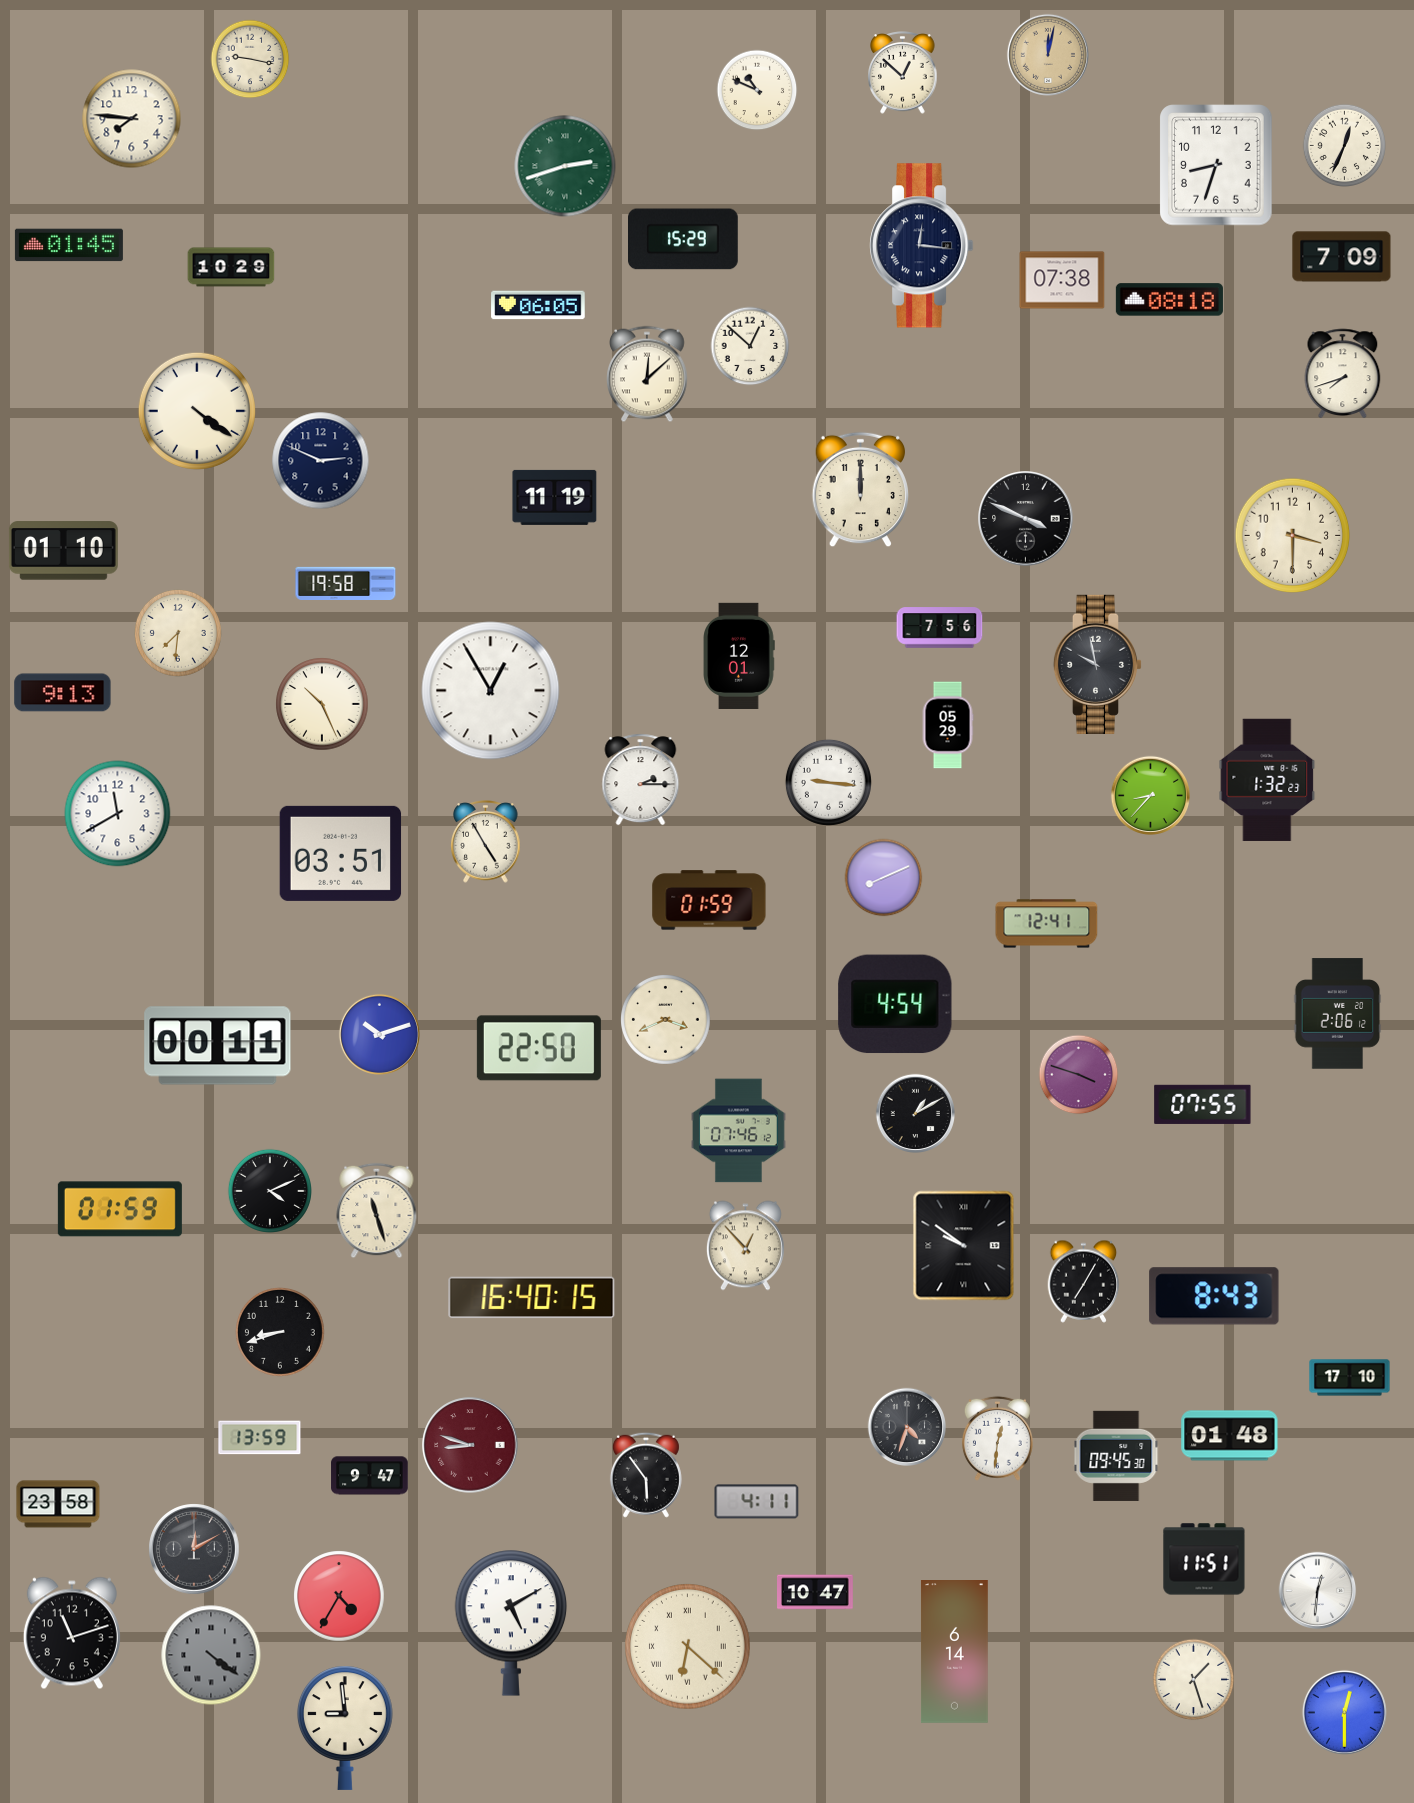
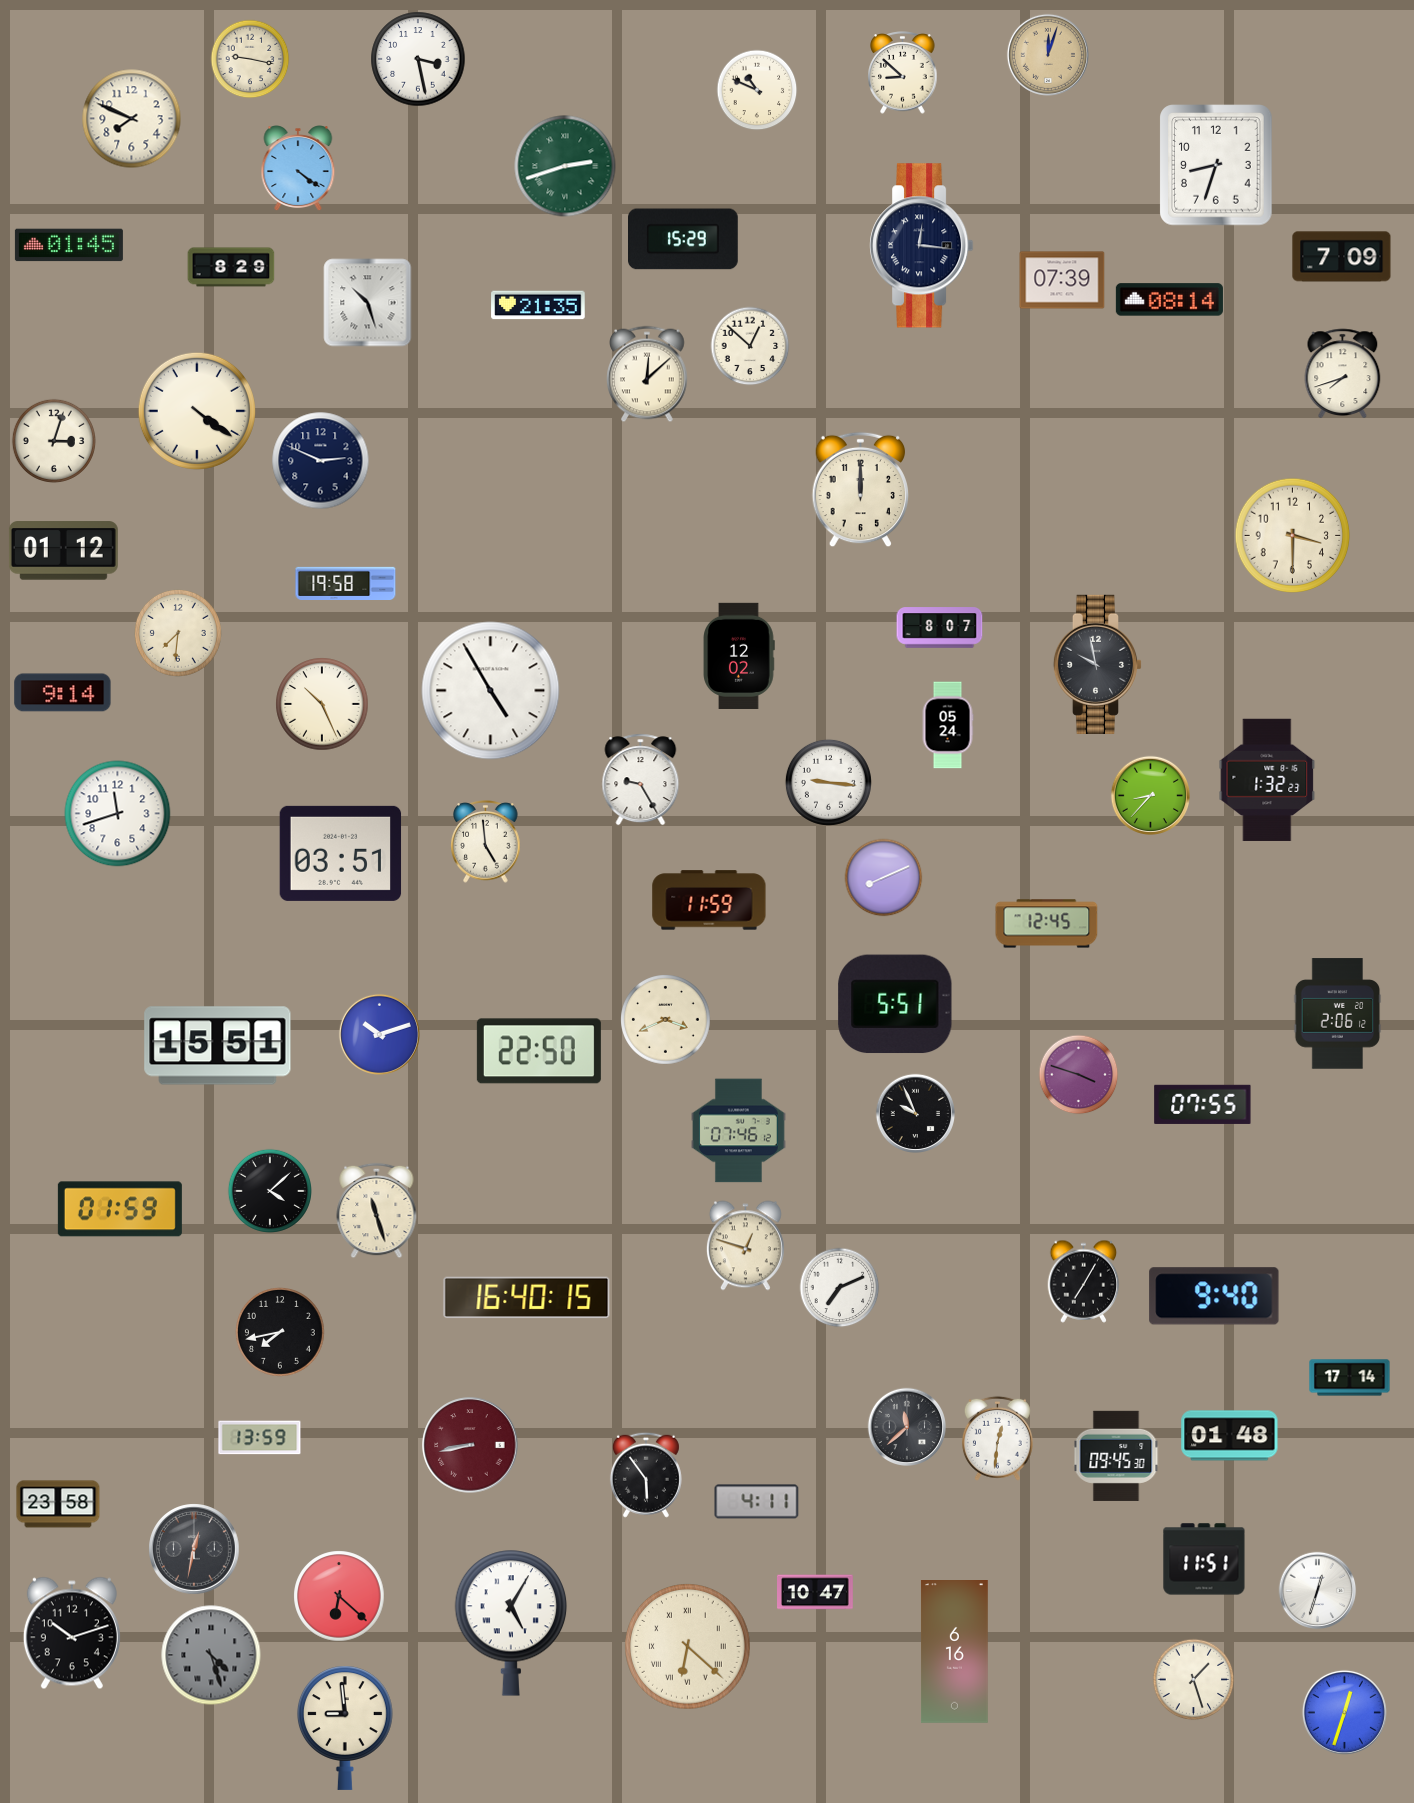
clock at (1048, 55): 12:02 -> 12:03
clock at (418, 59): none -> 3:28
clock at (903, 73): 12:52 -> 8:52
clock at (132, 119): 7:46 -> 7:49
clock at (1344, 145): 12:34 -> none
clock at (298, 169): none -> 4:21
clock at (231, 267): 10:29 -> 8:29
clock at (1062, 280): 07:38 -> 07:39
clock at (1169, 300): 08:18 -> 08:14
clock at (368, 303): none -> 10:27
clock at (538, 305): 06:05 -> 21:35
clock at (54, 441): none -> 3:03
clock at (555, 497): 11:19 -> none
clock at (1026, 519): 3:49 -> none
clock at (63, 551): 01:10 -> 01:12
clock at (940, 628): 7:56 -> 8:07
clock at (739, 655): 12:01 -> 12:02
clock at (491, 691): 12:55 -> 4:55
clock at (63, 693): 9:13 -> 9:14
clock at (948, 725): 05:29 -> 05:24
clock at (641, 780): 2:15 -> 9:25
clock at (118, 814): 11:40 -> 11:42
clock at (486, 842): 4:55 -> 4:59
clock at (709, 900): 01:59 -> 11:59
clock at (1047, 924): 12:41 -> 12:45
clock at (895, 1004): 4:54 -> 5:51
clock at (218, 1046): 00:11 -> 15:51
clock at (539, 1048) position: (539, 1048) -> (539, 1051)
clock at (915, 1113): 1:10 -> 9:56
clock at (270, 1191): 4:11 -> 4:08
clock at (745, 1246): 12:53 -> 12:48
clock at (964, 1246): 9:51 -> none
clock at (840, 1288): none -> 7:11
clock at (1214, 1296): 8:43 -> 9:40
clock at (532, 1298) position: (532, 1298) -> (527, 1298)
clock at (281, 1333): 8:42 -> 7:43
clock at (1350, 1378): 17:10 -> 17:14
clock at (906, 1427): 4:33 -> 11:38
clock at (470, 1445): 8:48 -> 8:43
clock at (370, 1476): 9:47 -> none
clock at (194, 1549): 12:10 -> 12:32
clock at (1318, 1591): 12:31 -> 12:33
clock at (339, 1596): 4:35 -> 6:22
clock at (511, 1623): 5:10 -> 5:05
clock at (72, 1633): 11:12 -> 10:12
clock at (955, 1652): 6:14 -> 6:16
clock at (211, 1655): 4:21 -> 4:27
clock at (1344, 1712): 12:30 -> 12:33
